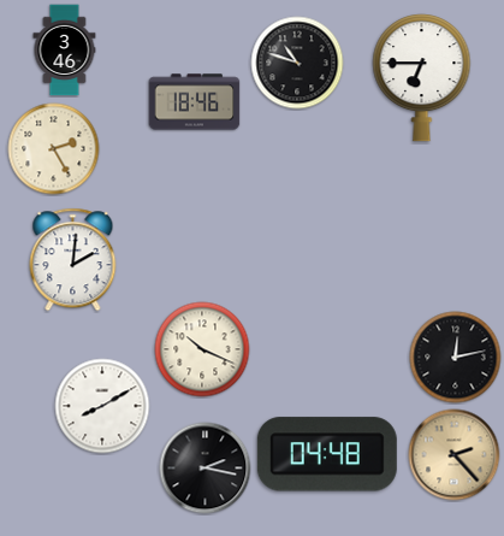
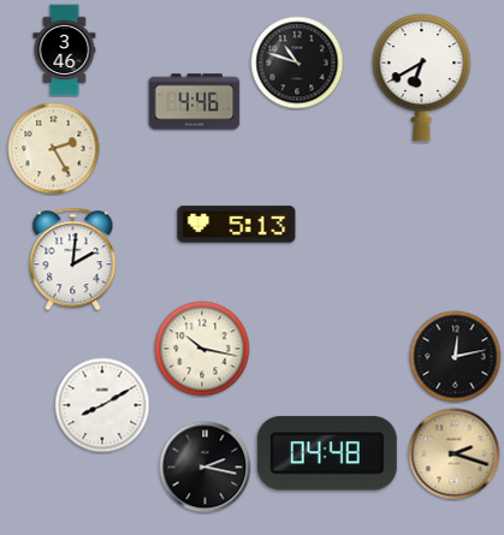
clock at (422, 78): 6:45 -> 6:40
clock at (195, 102): 18:46 -> 4:46
clock at (237, 225): none -> 5:13
clock at (202, 349): 10:19 -> 10:17
clock at (455, 455): 2:23 -> 2:18
